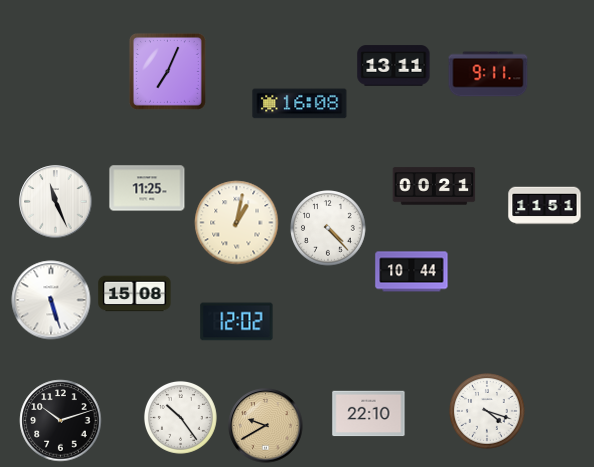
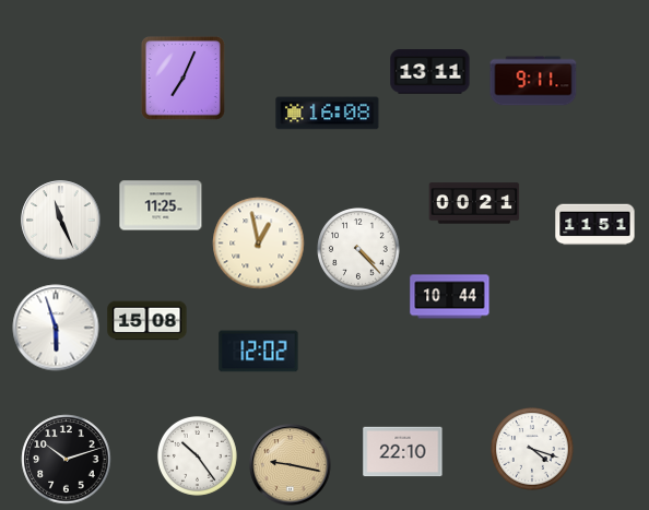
clock at (237, 223): 1:02 -> 12:58
clock at (51, 300): 5:27 -> 5:57
clock at (266, 426): 9:40 -> 9:17
